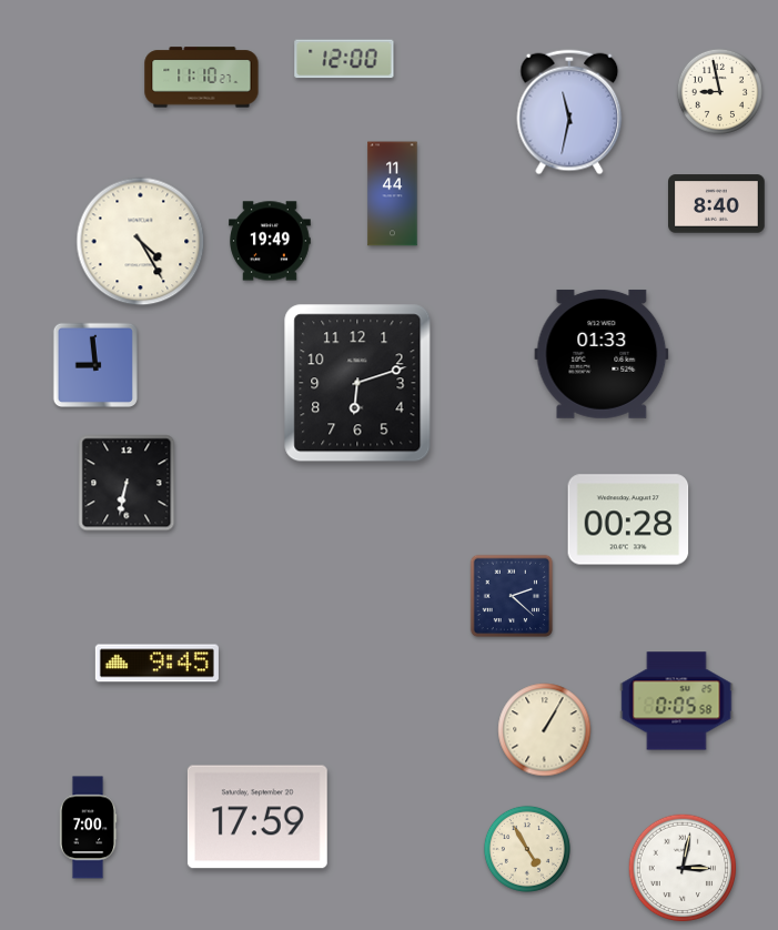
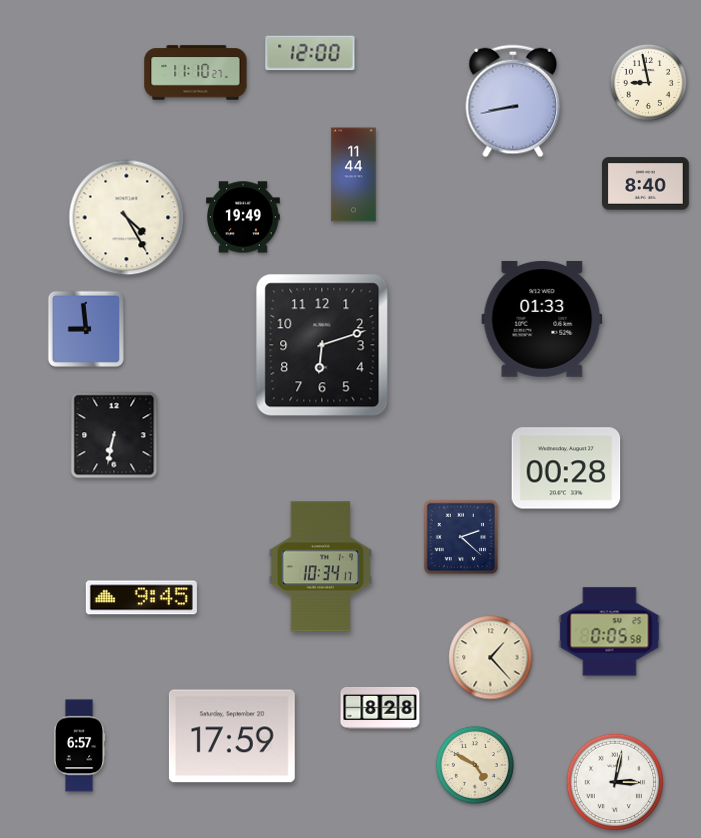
clock at (202, 78) position: (202, 78) -> (196, 73)
clock at (569, 112): 11:32 -> 8:43
clock at (321, 567): none -> 10:34
clock at (545, 730): 1:05 -> 1:23
clock at (380, 709): none -> 8:28
clock at (88, 828): 7:00 -> 6:57
clock at (527, 849): 4:55 -> 4:50
